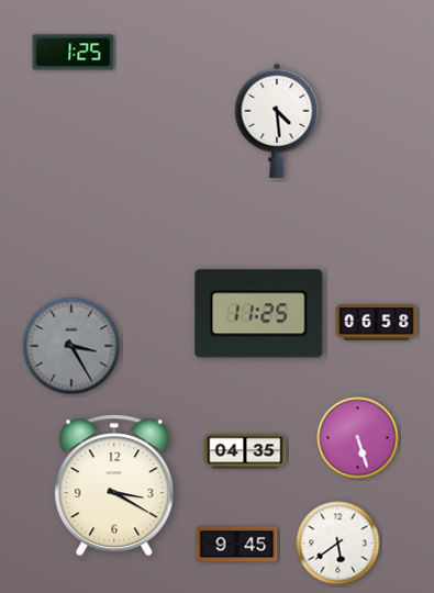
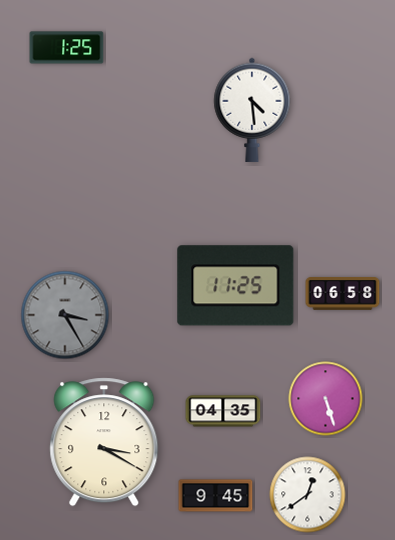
clock at (338, 544): 5:39 -> 12:39
